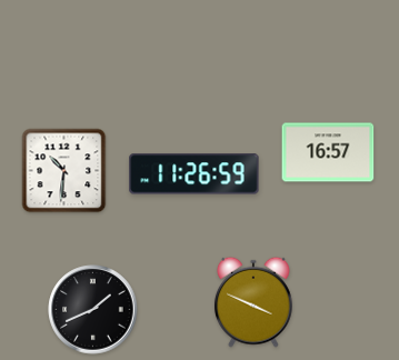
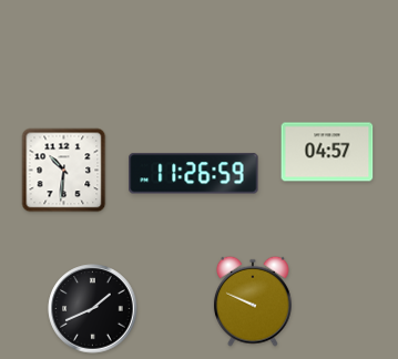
clock at (328, 152): 16:57 -> 04:57
clock at (253, 302): 3:49 -> 9:49
